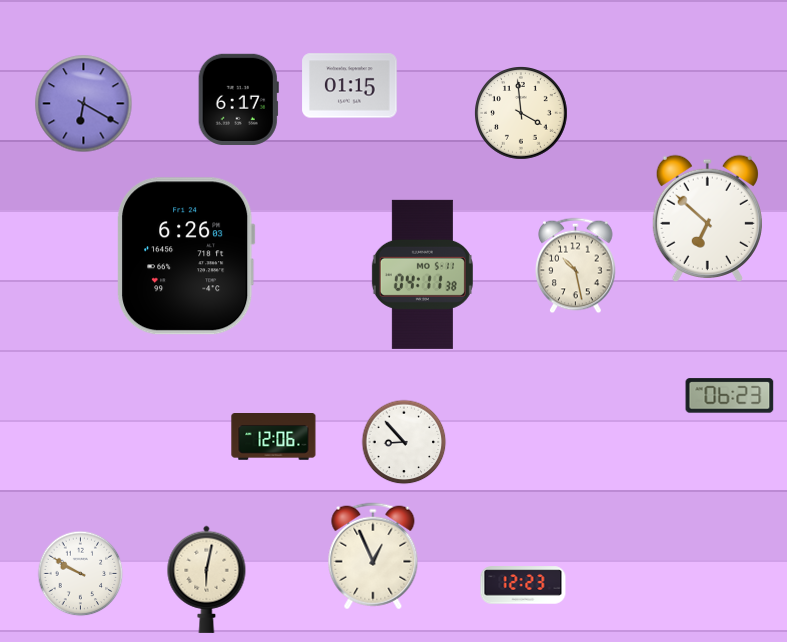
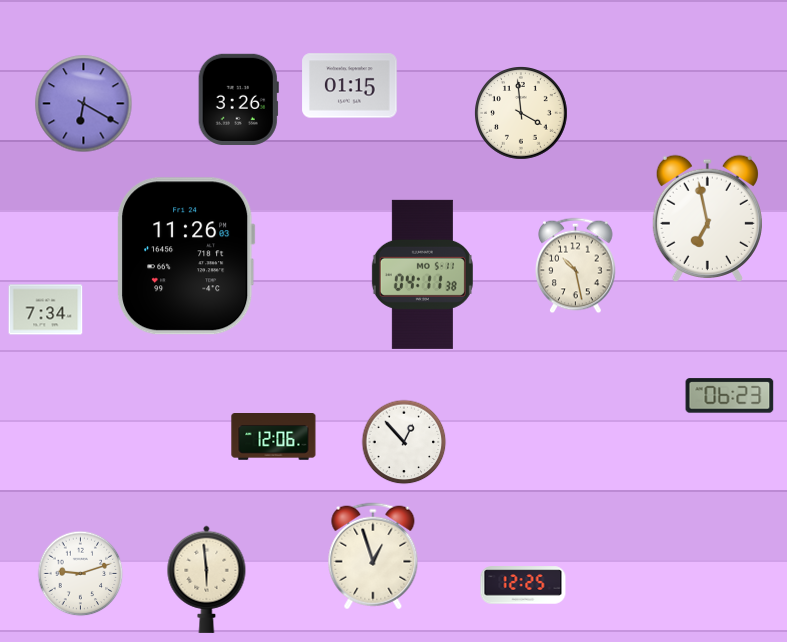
clock at (238, 99): 6:17 -> 3:26
clock at (707, 218): 6:52 -> 6:58
clock at (186, 256): 6:26 -> 11:26
clock at (46, 310): none -> 7:34
clock at (404, 442): 8:53 -> 12:53
clock at (373, 556): 12:56 -> 12:57
clock at (81, 574): 9:50 -> 9:12
clock at (207, 579): 6:02 -> 5:59
clock at (523, 585): 12:23 -> 12:25
